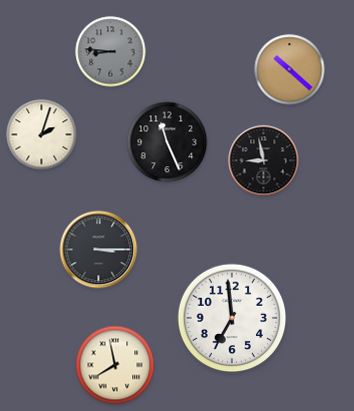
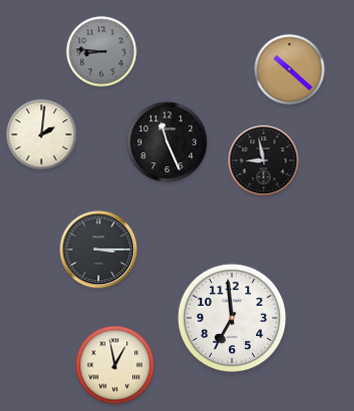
clock at (111, 52) position: (111, 52) -> (102, 52)
clock at (42, 135): 2:03 -> 2:01
clock at (115, 365): 7:58 -> 12:58
